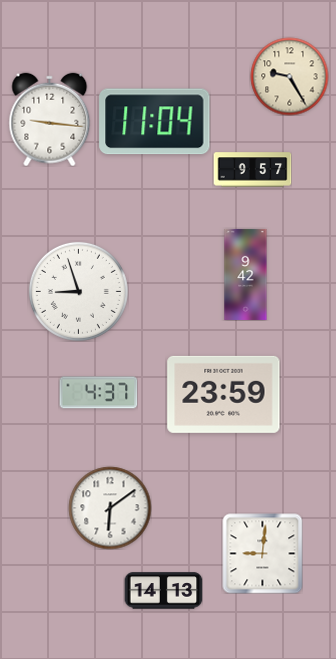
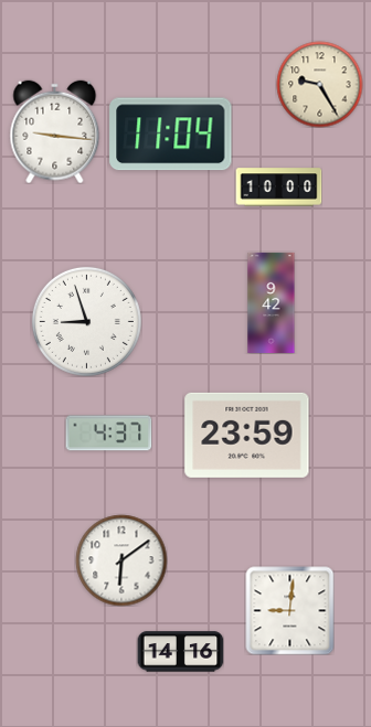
clock at (252, 170): 9:57 -> 10:00
clock at (163, 591): 14:13 -> 14:16
